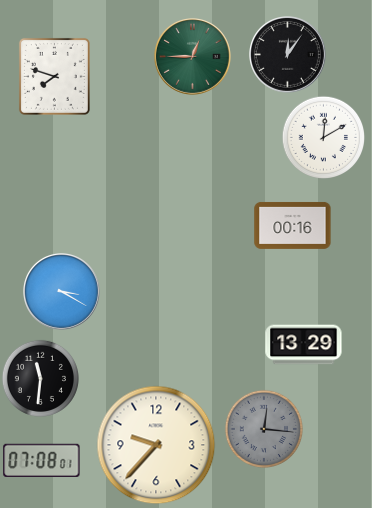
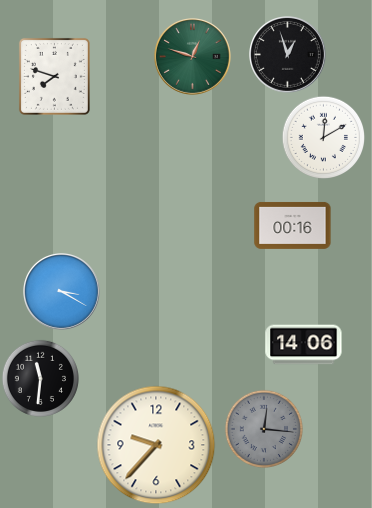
clock at (288, 55): 12:06 -> 12:57
clock at (193, 57): 12:45 -> 12:48
clock at (304, 345): 13:29 -> 14:06
clock at (42, 460): 07:08 -> none
